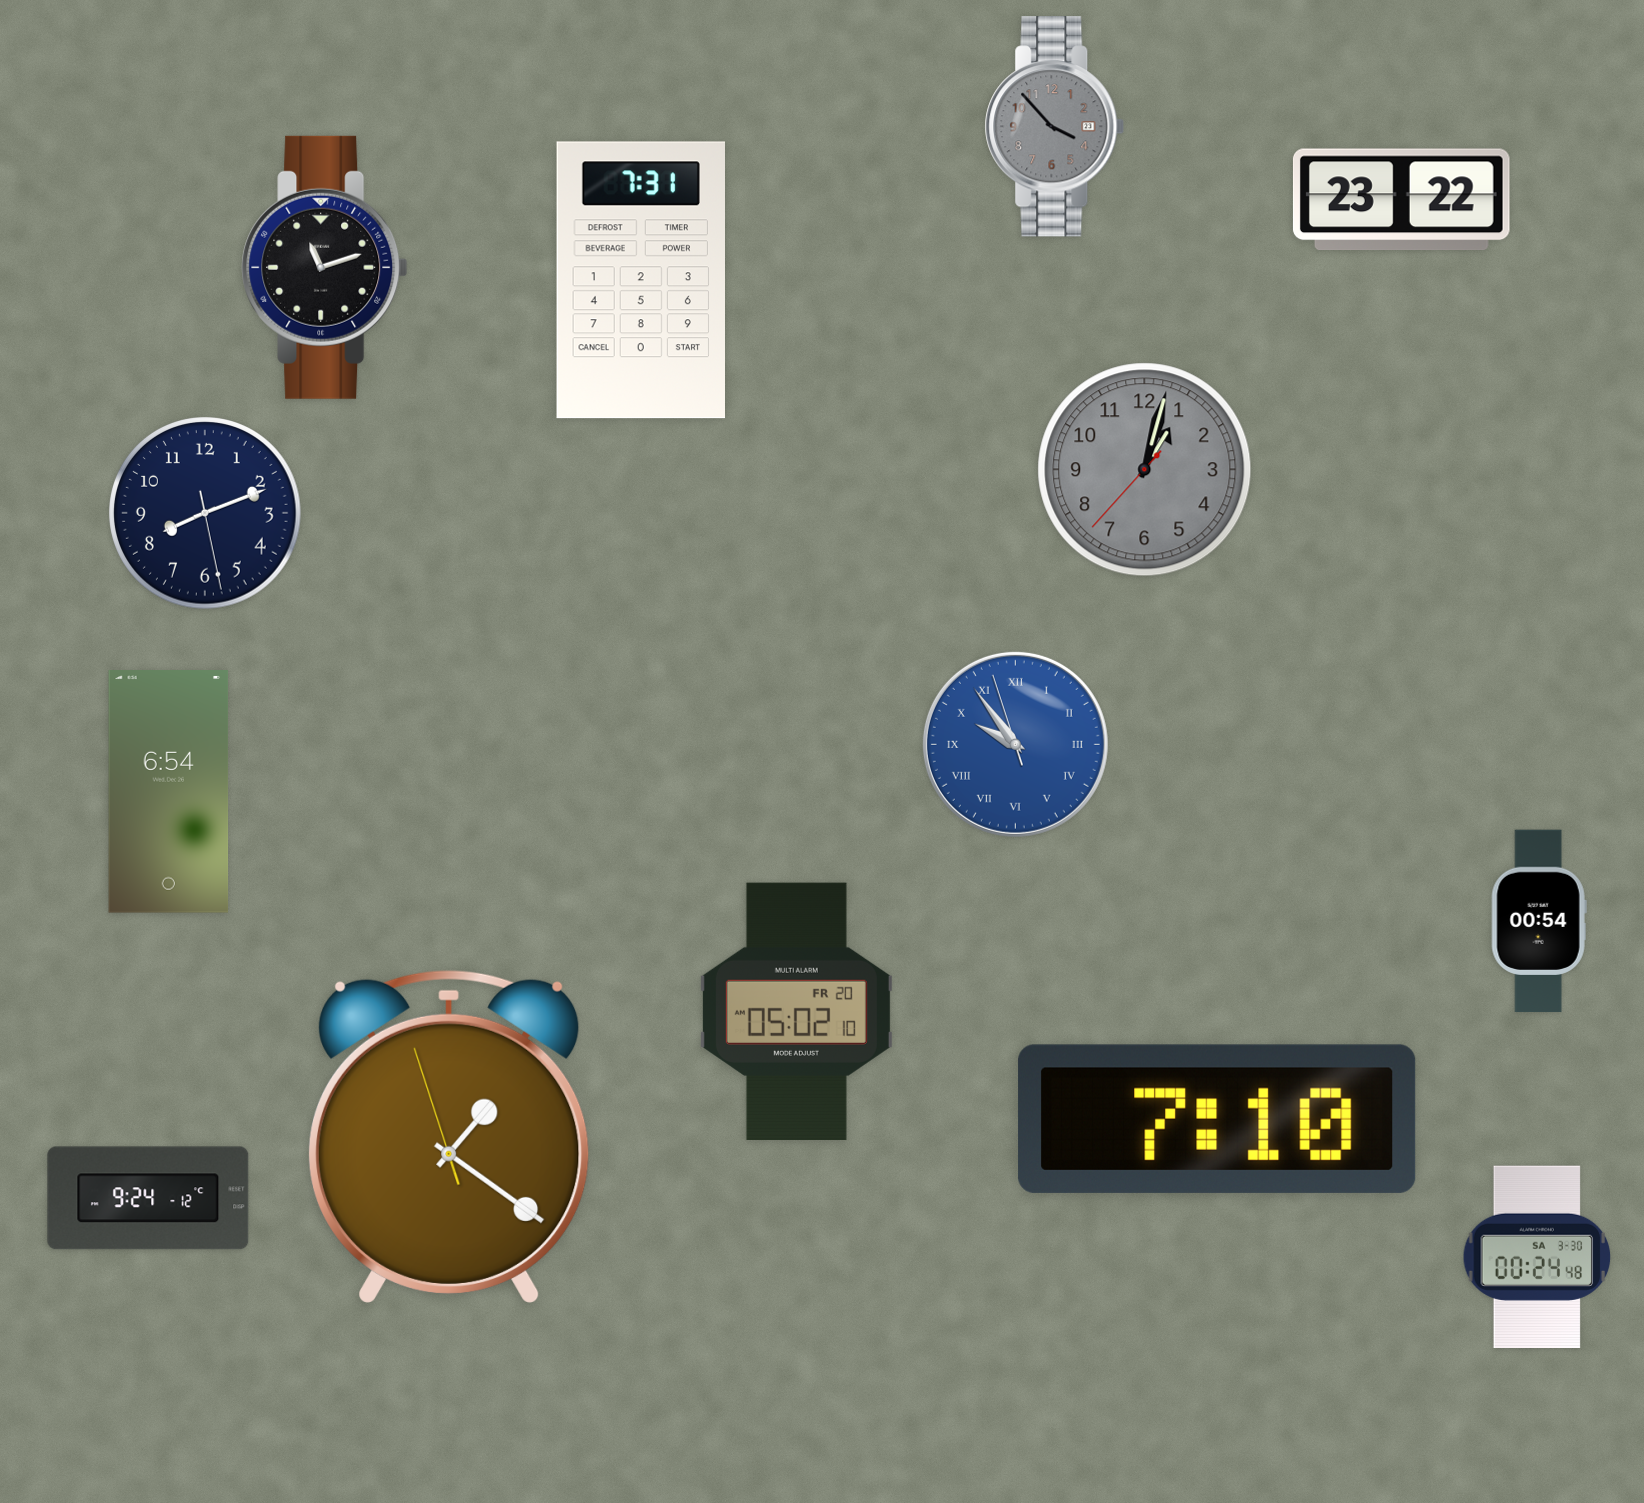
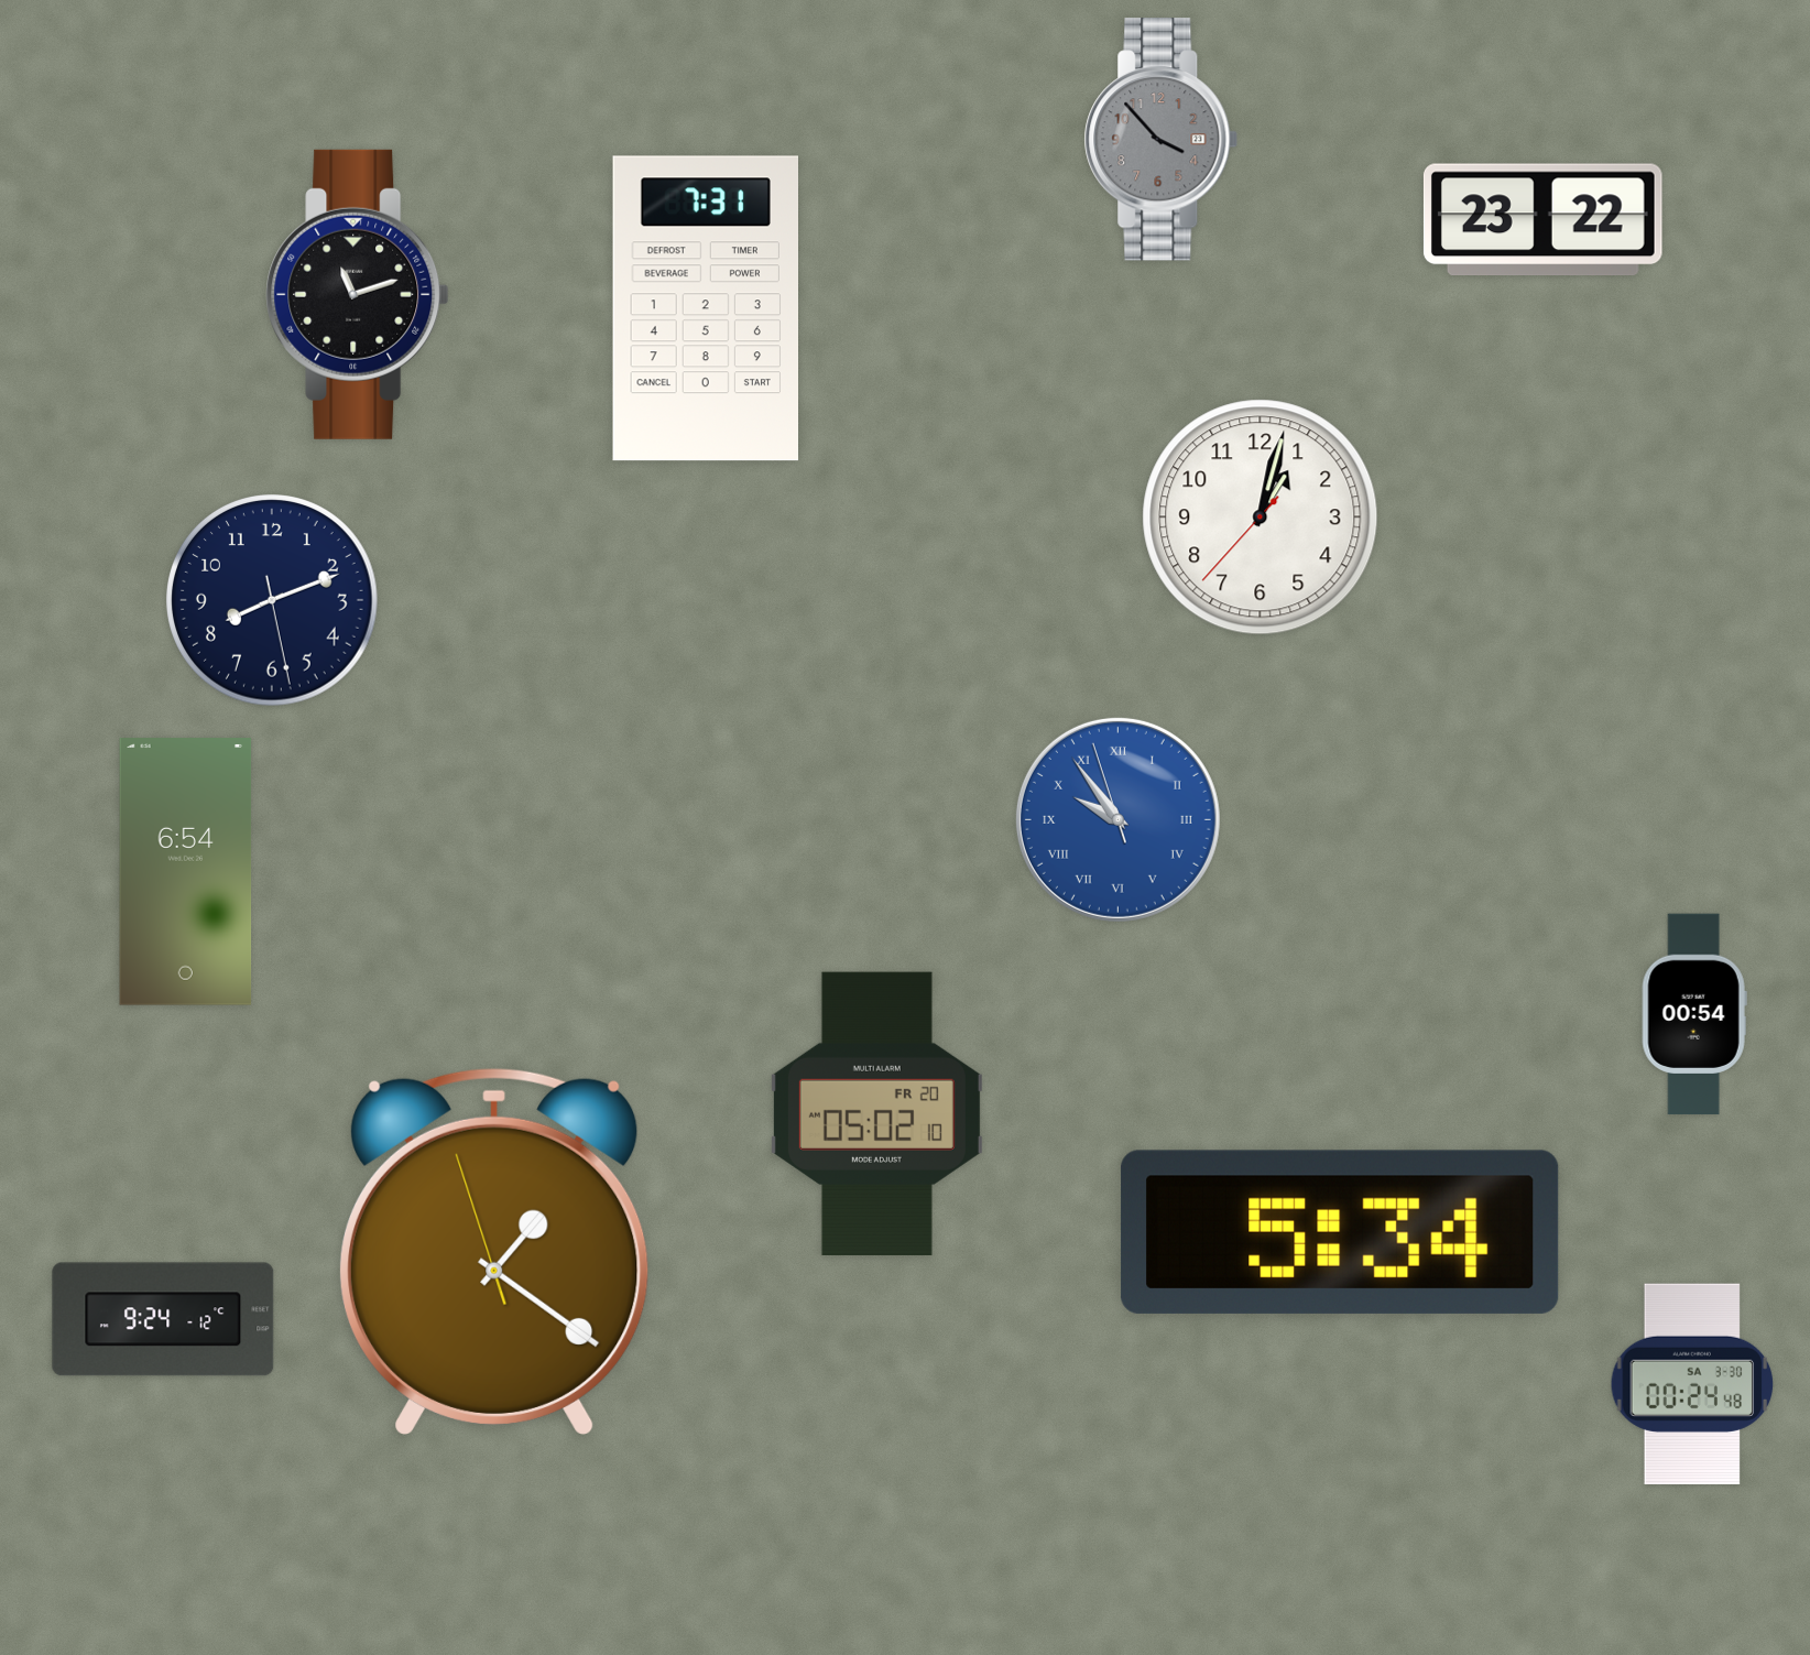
clock at (1145, 470) dial: grey -> white
clock at (206, 514) position: (206, 514) -> (273, 601)
clock at (1217, 1119): 7:10 -> 5:34
